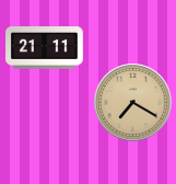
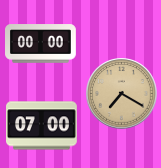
clock at (45, 48): 21:11 -> 00:00
clock at (42, 126): none -> 07:00
